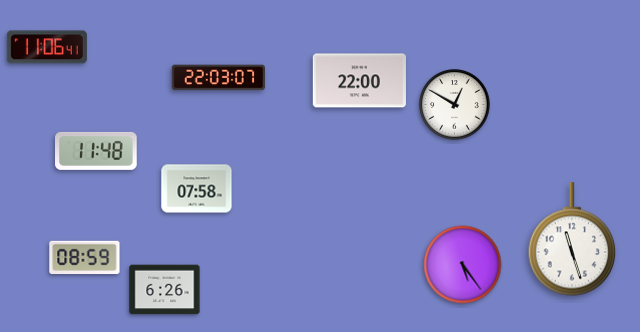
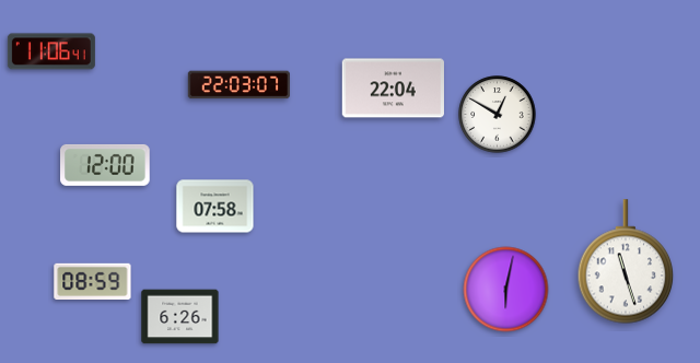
clock at (359, 81): 22:00 -> 22:04
clock at (97, 151): 11:48 -> 12:00
clock at (463, 265): 5:24 -> 6:02
